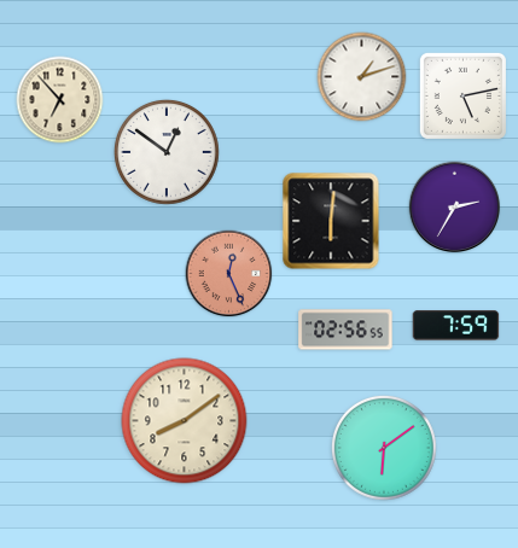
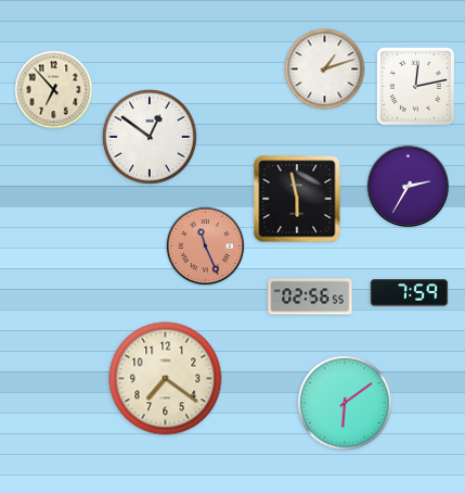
clock at (462, 95): 5:13 -> 12:13
clock at (331, 221): 6:01 -> 5:58
clock at (229, 274): 12:26 -> 11:26
clock at (185, 421): 8:09 -> 7:21
